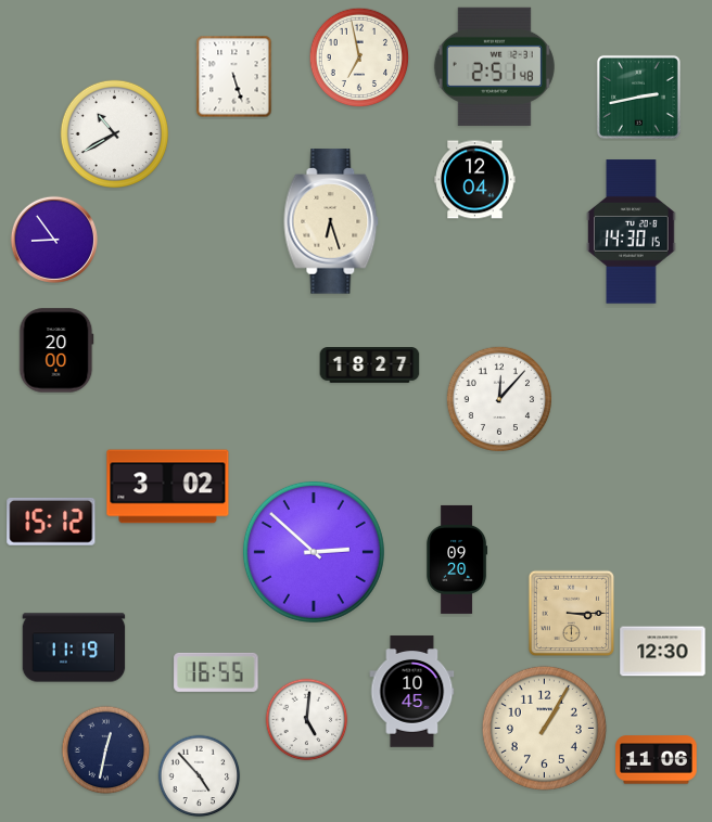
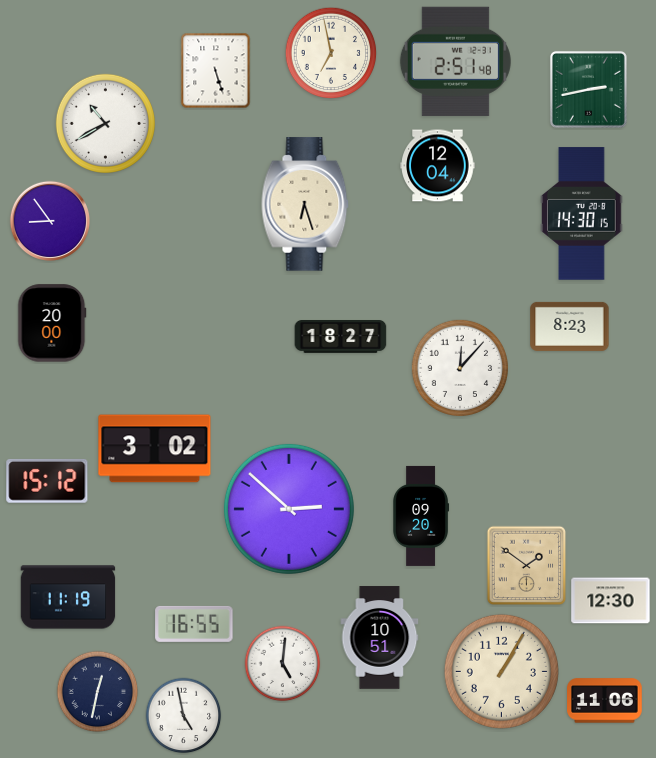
clock at (570, 326): none -> 8:23
clock at (572, 614): 3:15 -> 1:51
clock at (216, 672) position: (216, 672) -> (194, 624)
clock at (412, 692): 10:45 -> 10:51
clock at (200, 776): 4:53 -> 4:58
